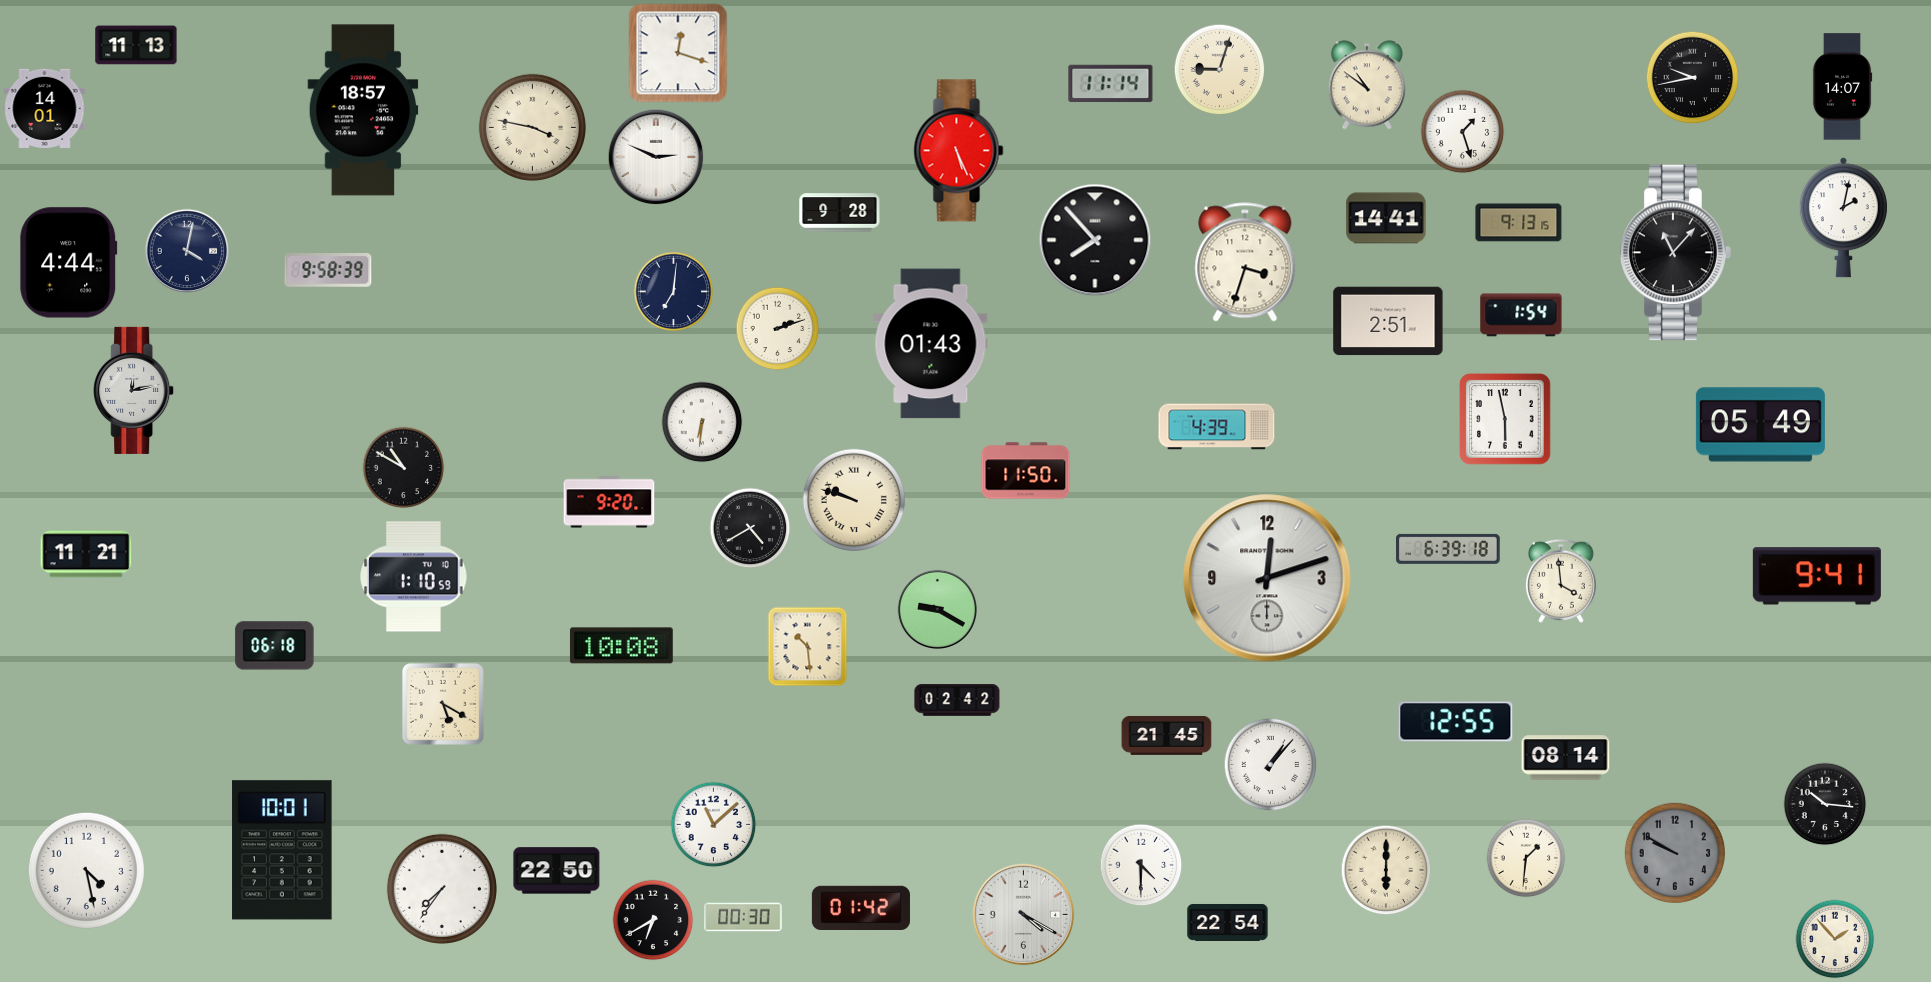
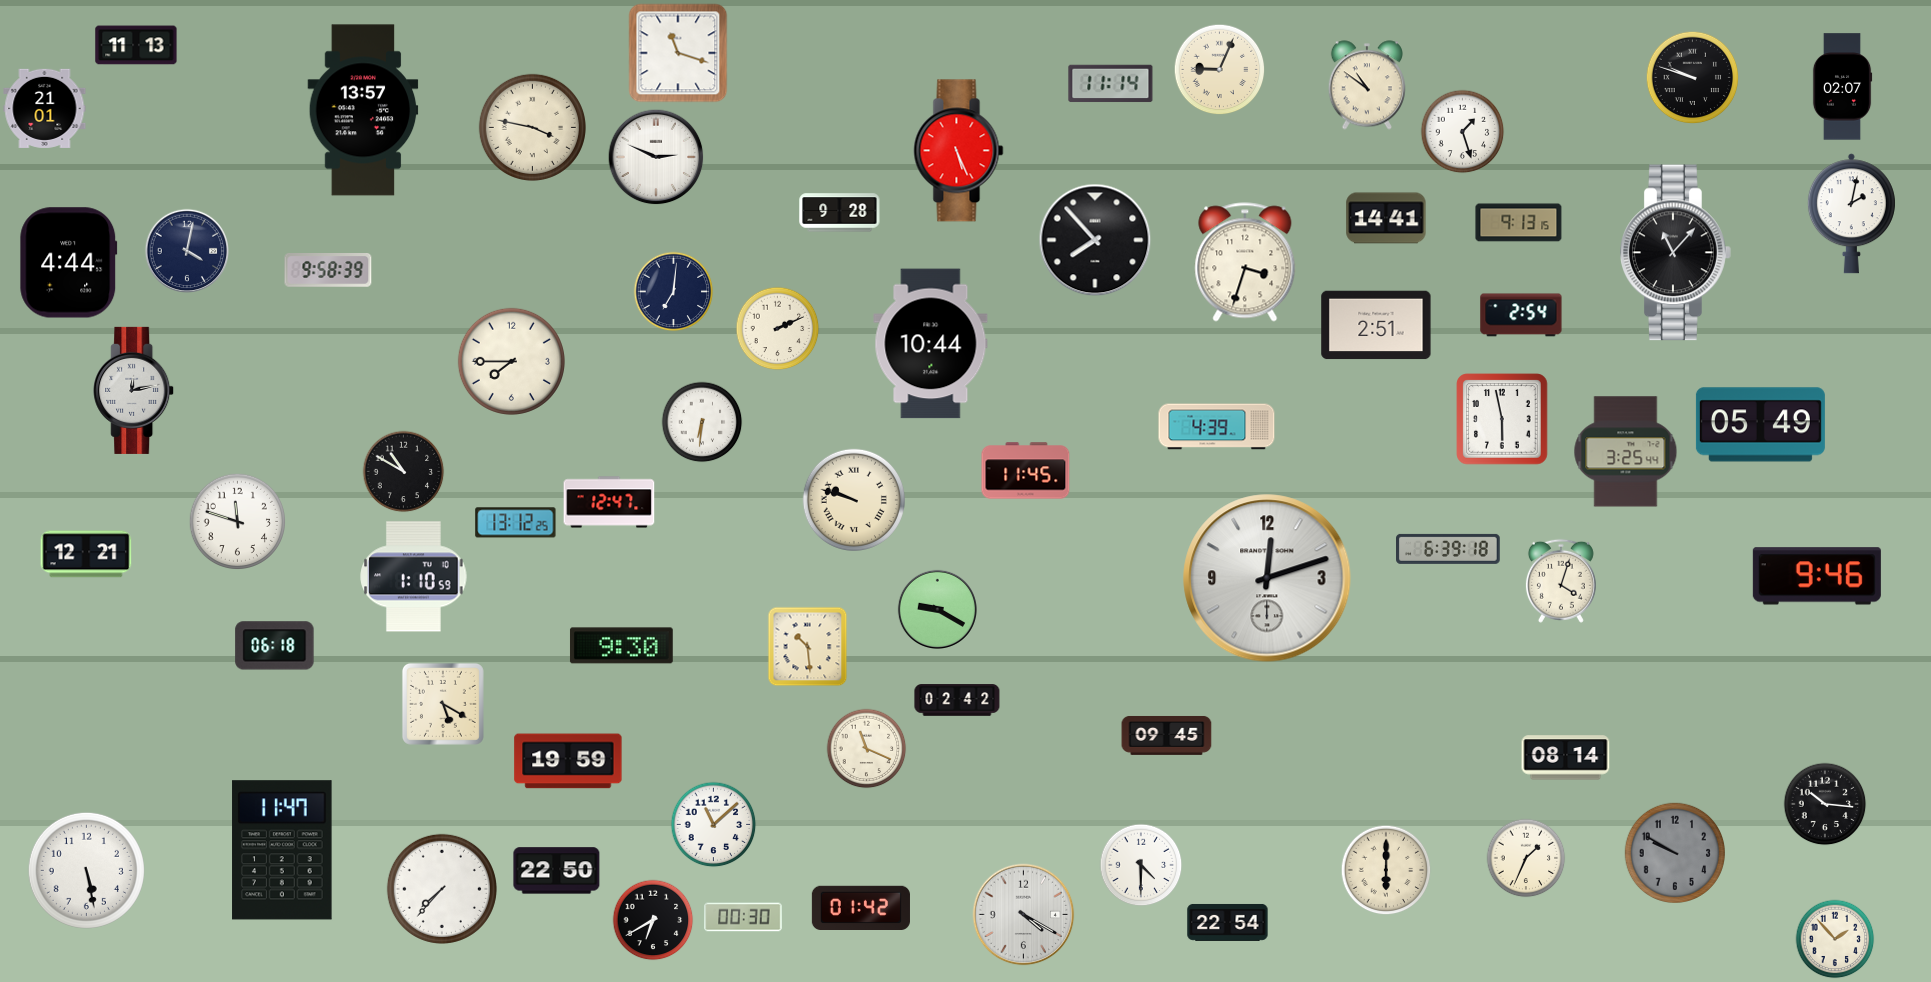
clock at (678, 53): 12:18 -> 11:18
clock at (1220, 70): 9:03 -> 9:04
clock at (1693, 78): 9:43 -> 9:48
clock at (1842, 87): 14:07 -> 02:07
clock at (45, 108): 14:01 -> 21:01
clock at (363, 110): 18:57 -> 13:57
clock at (1843, 218) position: (1843, 218) -> (1851, 214)
clock at (1521, 315): 1:54 -> 2:54
clock at (1388, 321) position: (1388, 321) -> (1376, 325)
clock at (778, 329): 2:12 -> 2:11
clock at (931, 344): 01:43 -> 10:44
clock at (511, 361): none -> 7:45
clock at (1505, 419) position: (1505, 419) -> (1502, 419)
clock at (1626, 452): none -> 3:25
clock at (404, 468) position: (404, 468) -> (404, 472)
clock at (1026, 471): 11:50 -> 11:45
clock at (609, 502): 9:20 -> 12:47
clock at (238, 522): none -> 11:48
clock at (516, 523): none -> 13:12
clock at (750, 528): 4:40 -> none
clock at (86, 554): 11:21 -> 12:21
clock at (1817, 576): 9:41 -> 9:46
clock at (1561, 581): 3:59 -> 4:03
clock at (621, 646): 10:08 -> 9:30
clock at (1456, 722): 12:55 -> none
clock at (1167, 735): 21:45 -> 09:45
clock at (867, 749): none -> 11:19
clock at (568, 761): none -> 19:59
clock at (1271, 765): 1:07 -> none
clock at (282, 850): 10:01 -> 11:47
clock at (1526, 858): 1:31 -> 1:34
clock at (86, 870): 4:28 -> 5:28
clock at (442, 889): 7:36 -> 7:37
